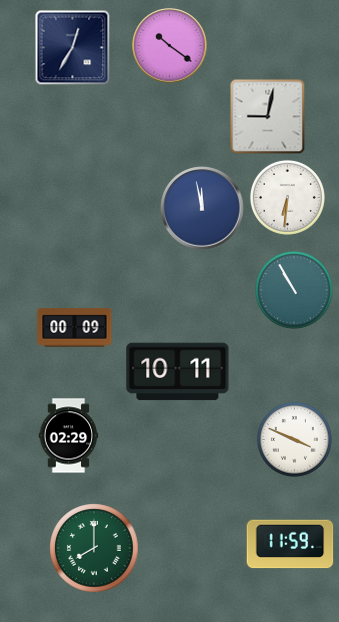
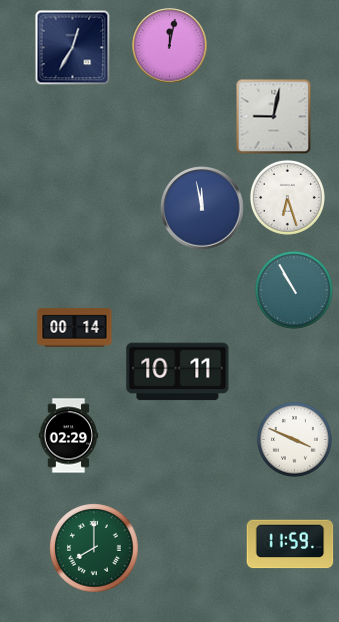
clock at (170, 46): 10:21 -> 12:02
clock at (268, 117) position: (268, 117) -> (274, 117)
clock at (287, 197): 6:31 -> 6:27
clock at (75, 328): 00:09 -> 00:14
